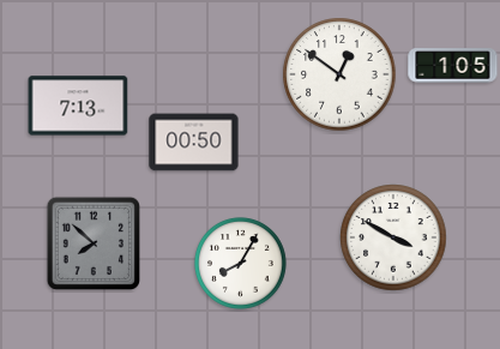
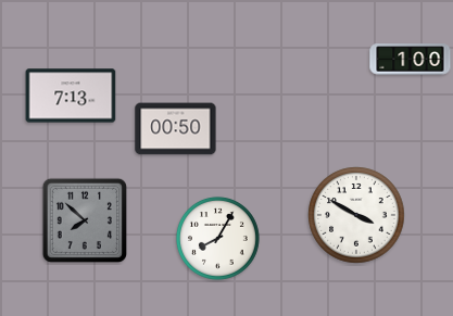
clock at (453, 66): 1:05 -> 1:00
clock at (339, 74): 12:51 -> none
